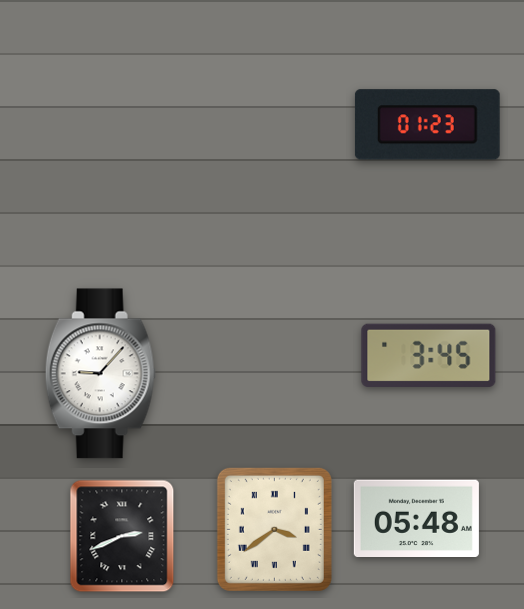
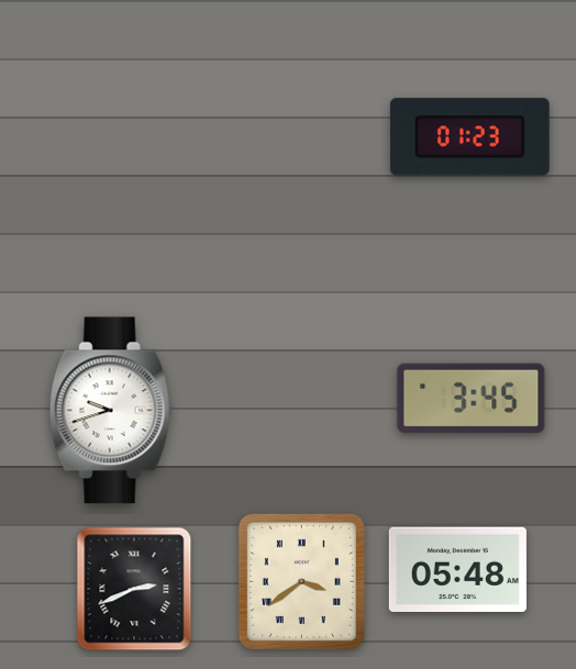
clock at (429, 355) position: (429, 355) -> (472, 398)
clock at (100, 374): 9:07 -> 9:42
